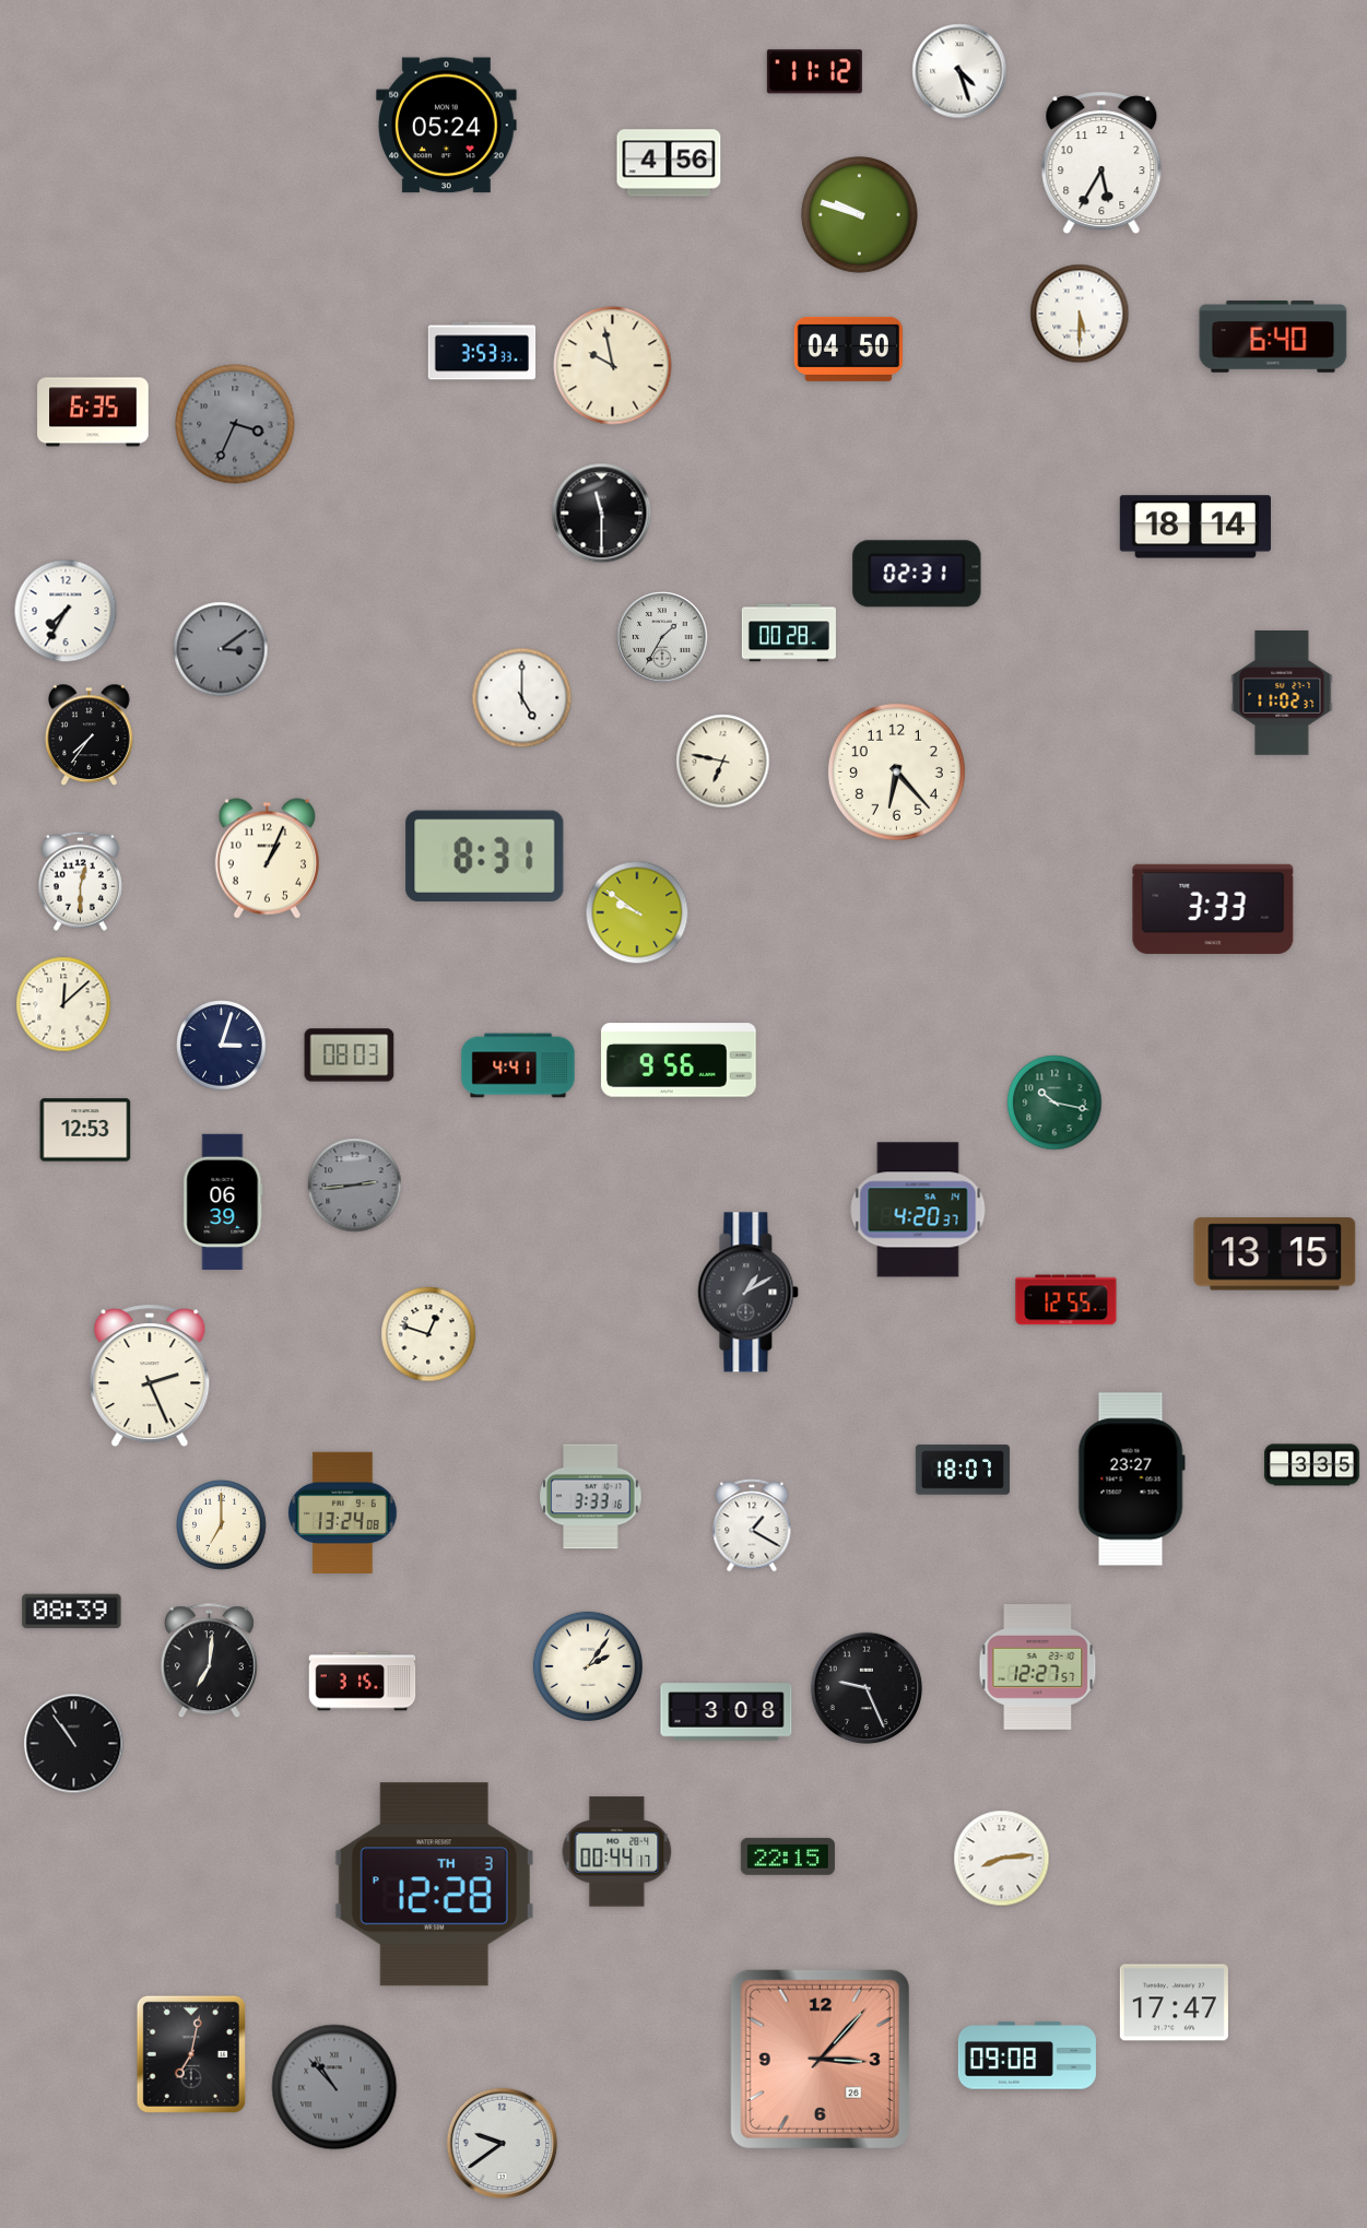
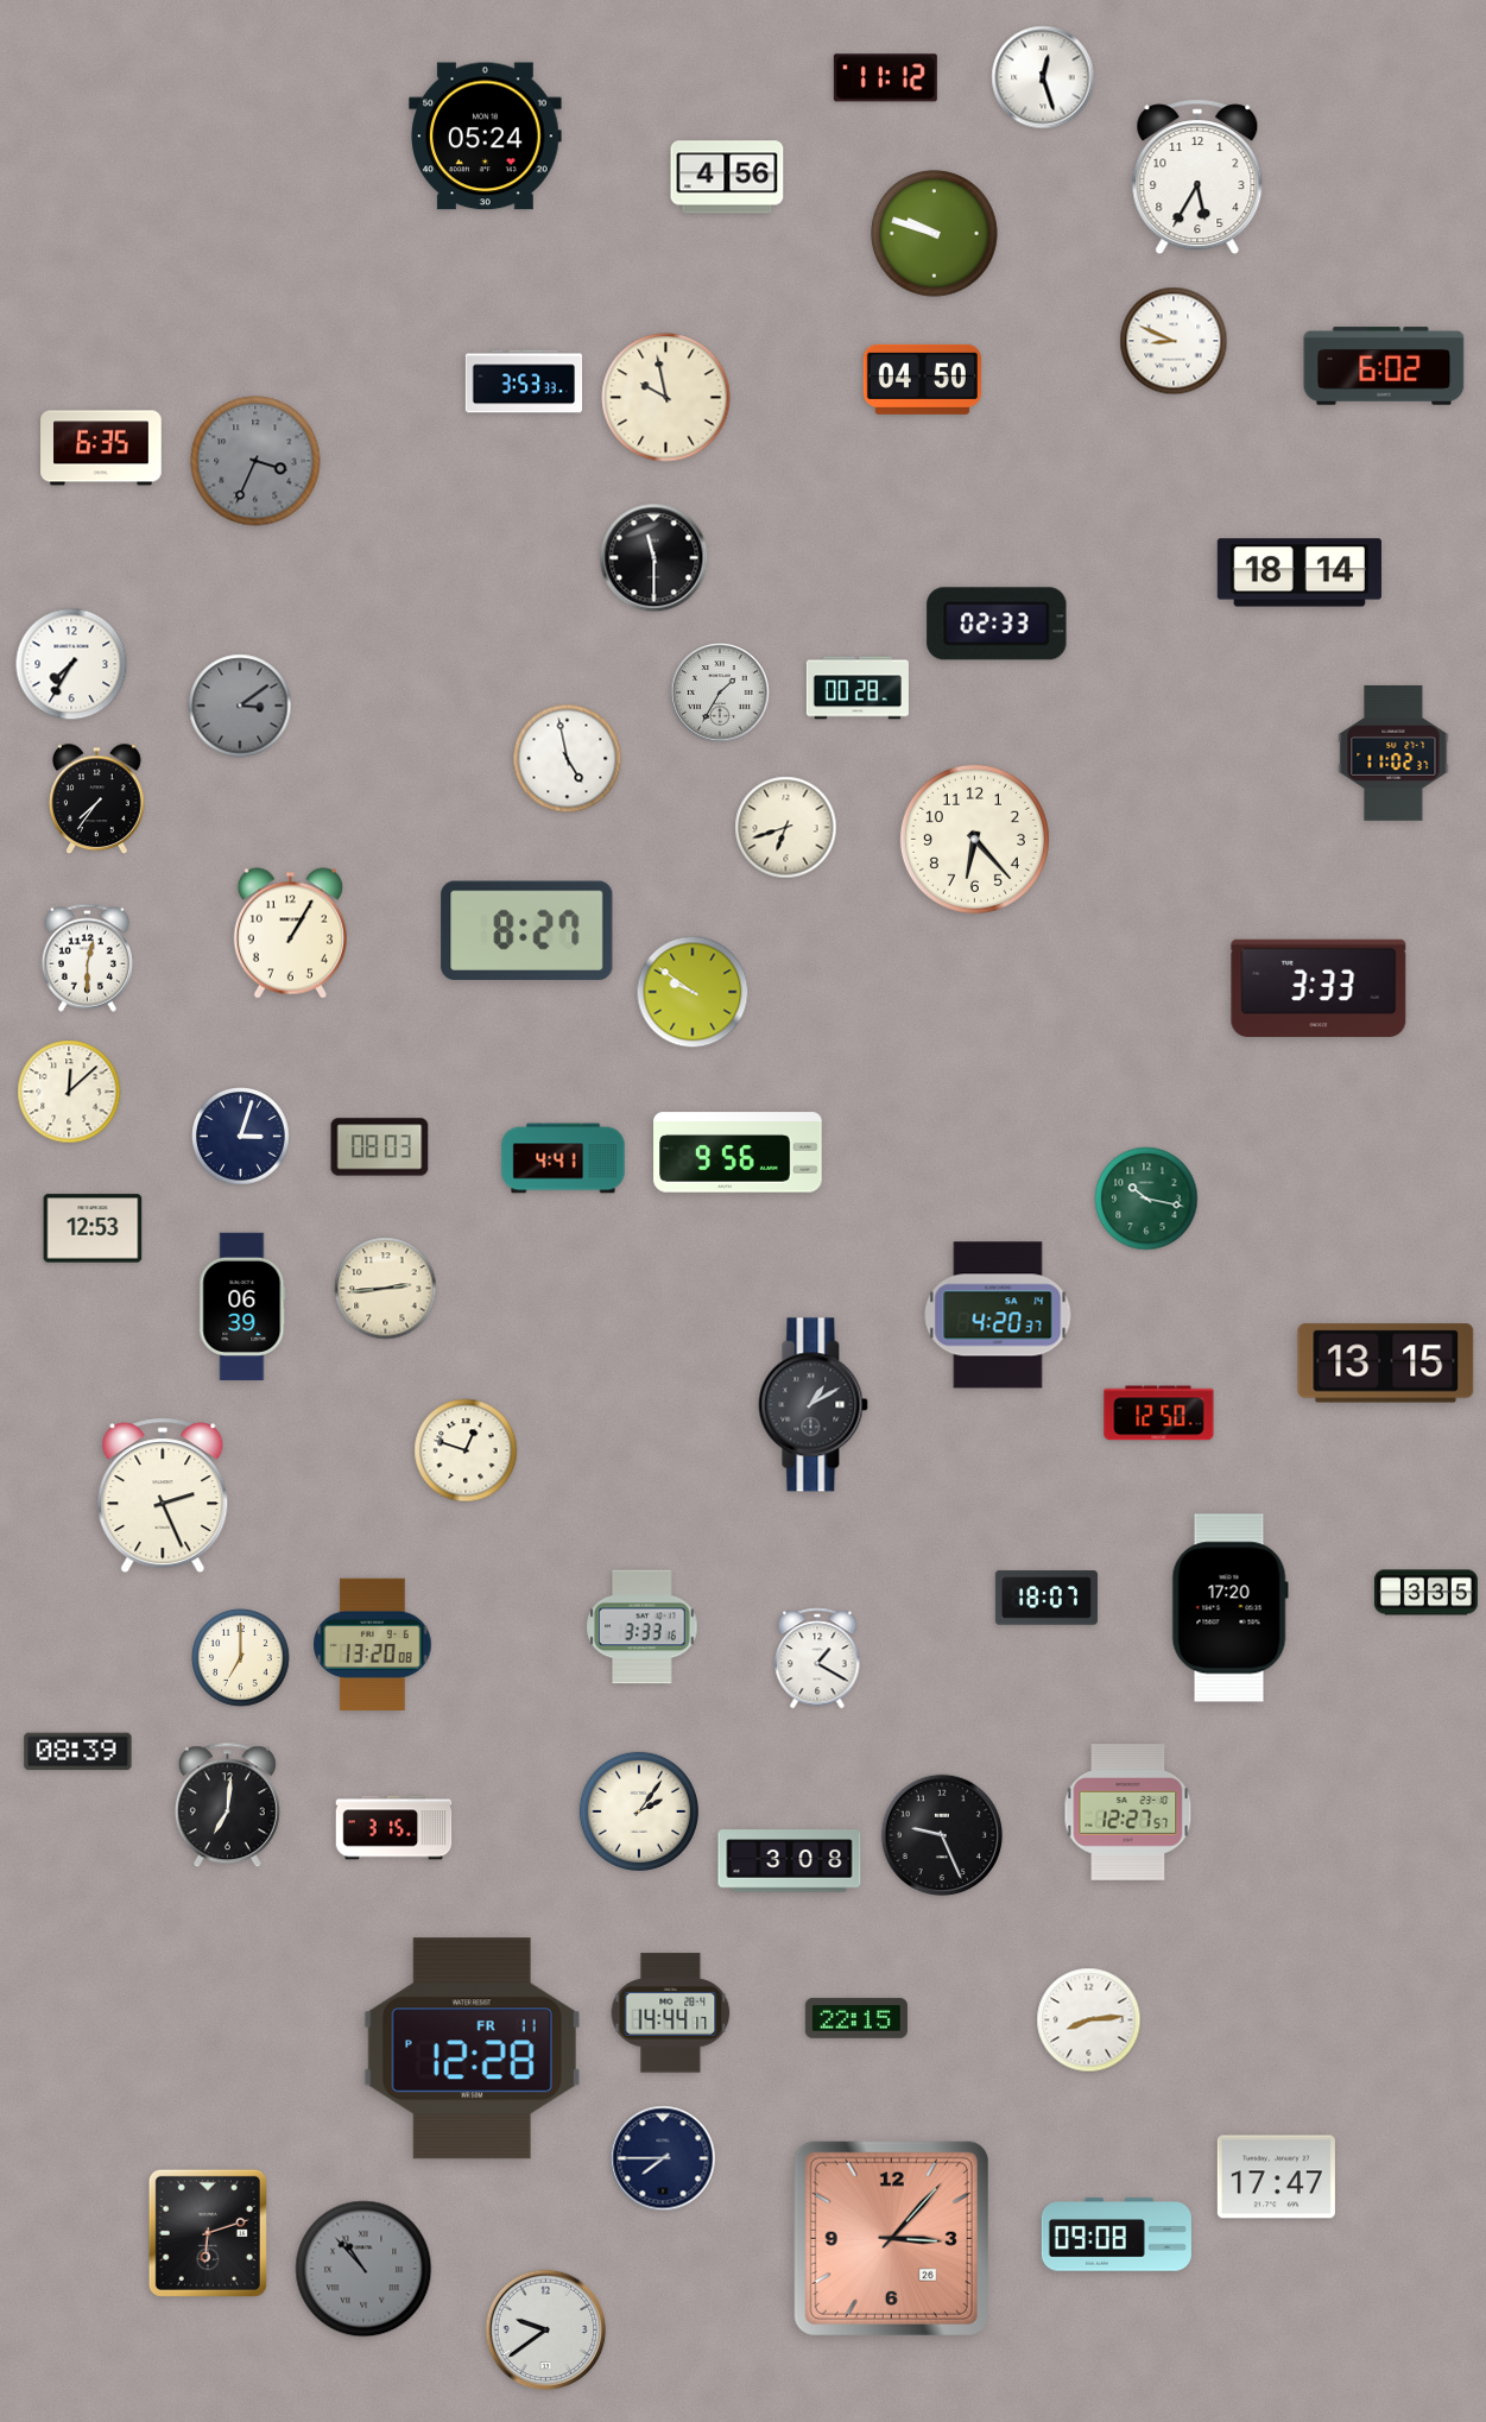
clock at (959, 71): 4:27 -> 12:27
clock at (1080, 314): 5:30 -> 8:49
clock at (1273, 337): 6:40 -> 6:02
clock at (917, 574): 02:31 -> 02:33
clock at (522, 698): 5:00 -> 4:58
clock at (723, 762): 6:47 -> 6:42
clock at (485, 856): 8:31 -> 8:27
clock at (267, 859): 1:04 -> 1:05
clock at (355, 1186) dial: grey -> cream
clock at (1067, 1300): 12:55 -> 12:50
clock at (1131, 1480): 23:27 -> 17:20
clock at (343, 1512): 13:24 -> 13:20
clock at (74, 1744): 10:54 -> none
clock at (617, 1852): 00:44 -> 14:44
clock at (434, 1885) date: TH 3 -> FR 11
clock at (663, 2158): none -> 7:45
clock at (191, 2054): 7:02 -> 6:12
